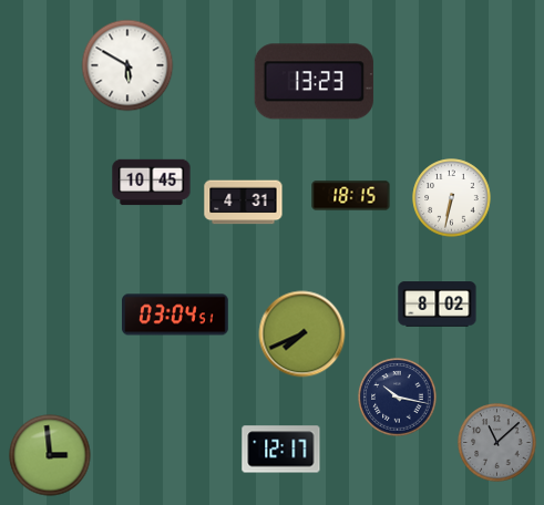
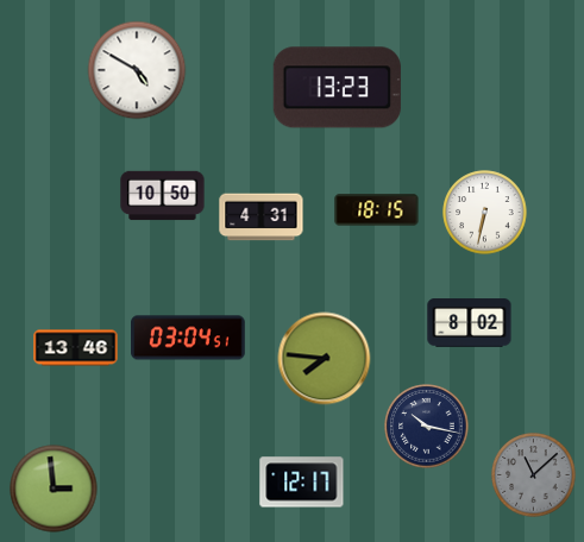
clock at (127, 65): 5:50 -> 4:50
clock at (152, 183): 10:45 -> 10:50
clock at (438, 305) position: (438, 305) -> (470, 323)
clock at (76, 348): none -> 13:46
clock at (302, 334): 7:41 -> 7:46
